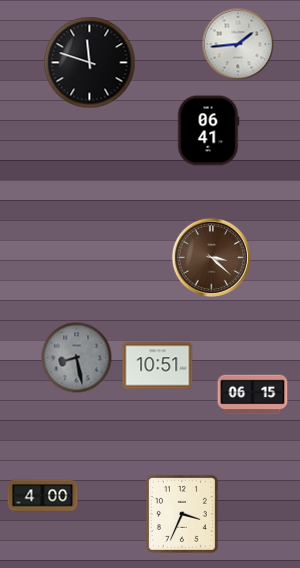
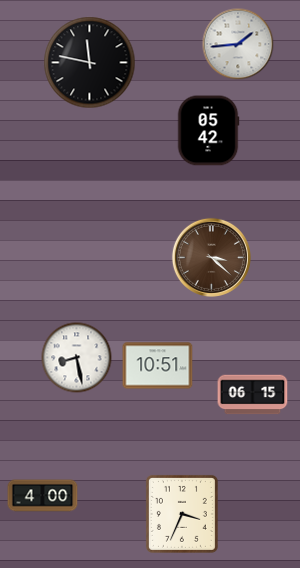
clock at (90, 63): 11:48 -> 11:47
clock at (208, 131): 06:41 -> 05:42
clock at (77, 358) dial: grey -> white
